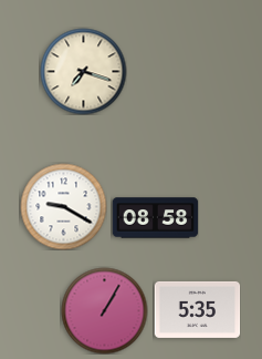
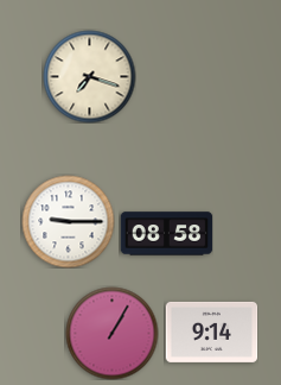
clock at (63, 206): 9:20 -> 9:15
clock at (197, 309): 5:35 -> 9:14
